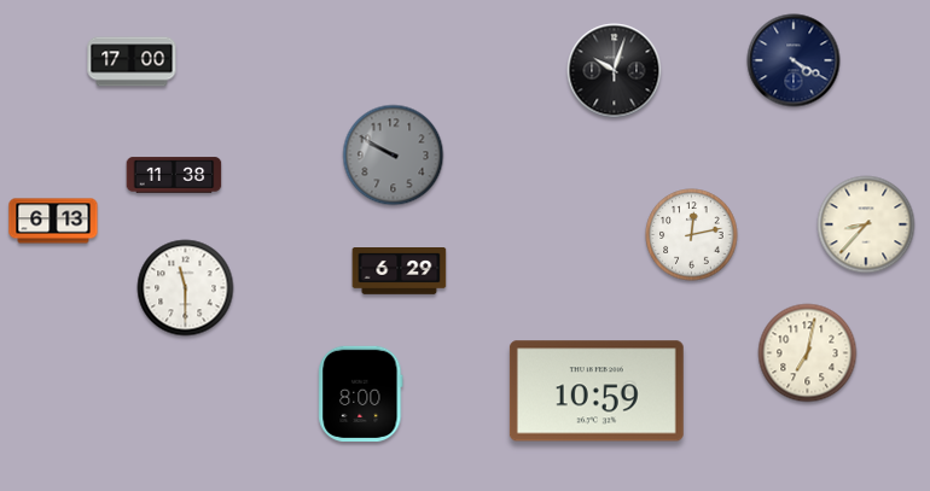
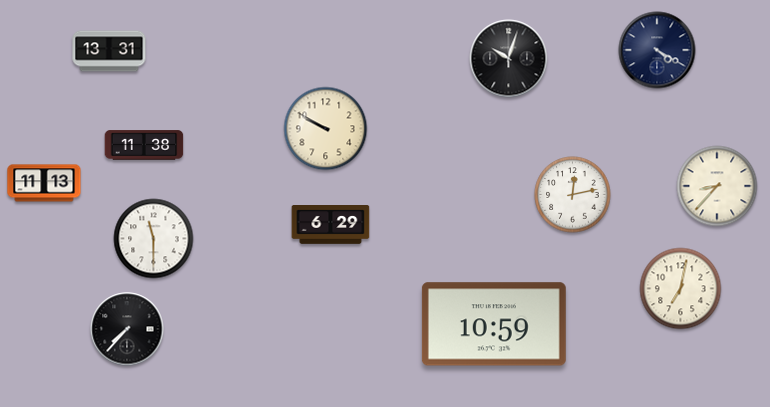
clock at (132, 62): 17:00 -> 13:31
clock at (394, 156) dial: grey -> cream
clock at (53, 221): 6:13 -> 11:13
clock at (808, 353) position: (808, 353) -> (681, 289)
clock at (361, 394): 8:00 -> none
clock at (127, 329): none -> 7:37
